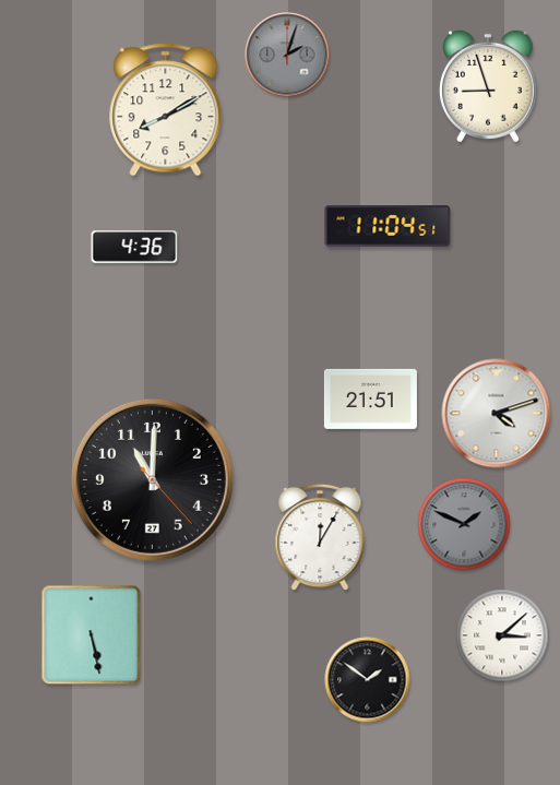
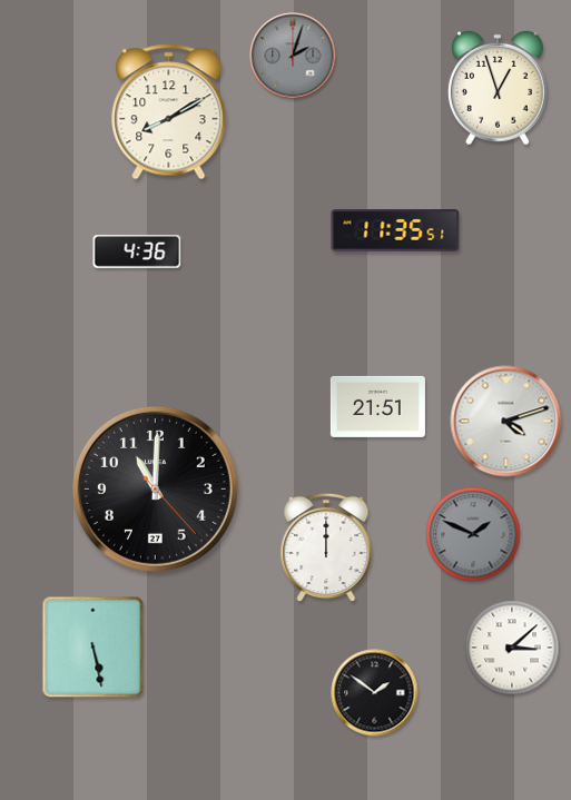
clock at (488, 86): 8:57 -> 12:57
clock at (388, 227): 11:04 -> 11:35
clock at (320, 537): 12:05 -> 12:00
